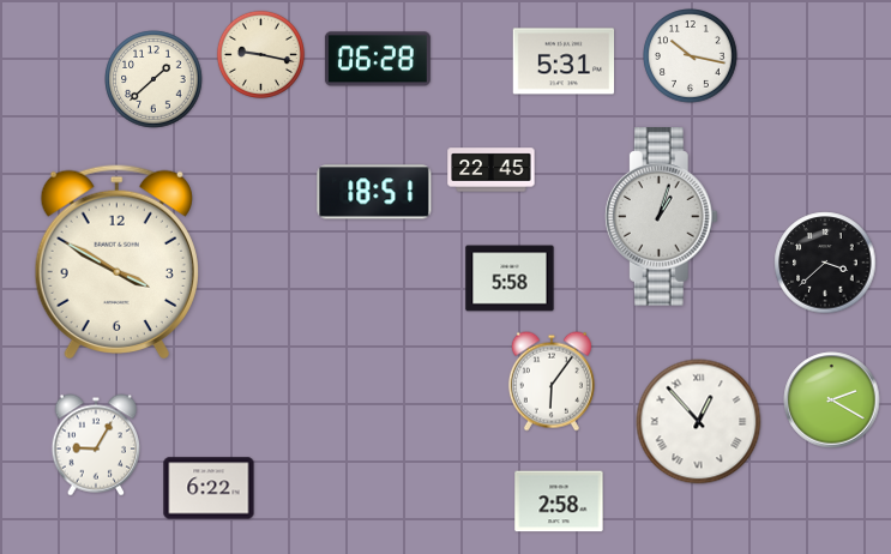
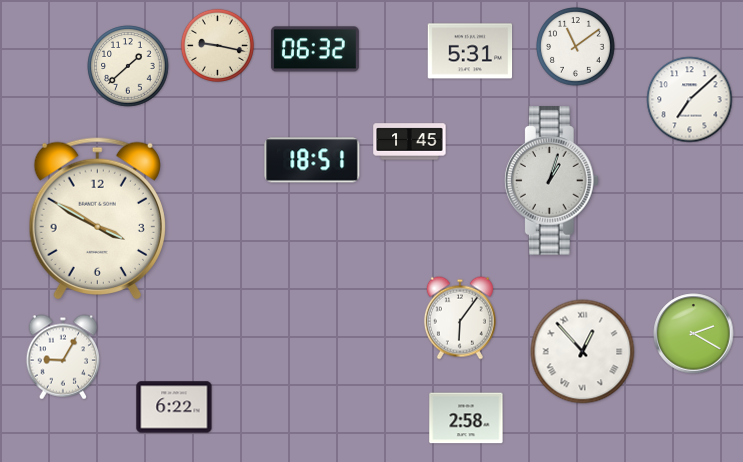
clock at (691, 56): 10:17 -> 11:09
clock at (378, 59): 06:28 -> 06:32
clock at (690, 100): none -> 7:08
clock at (492, 170): 22:45 -> 1:45
clock at (825, 263): 3:38 -> none
clock at (510, 278): 5:58 -> none
clock at (96, 445) position: (96, 445) -> (63, 357)
